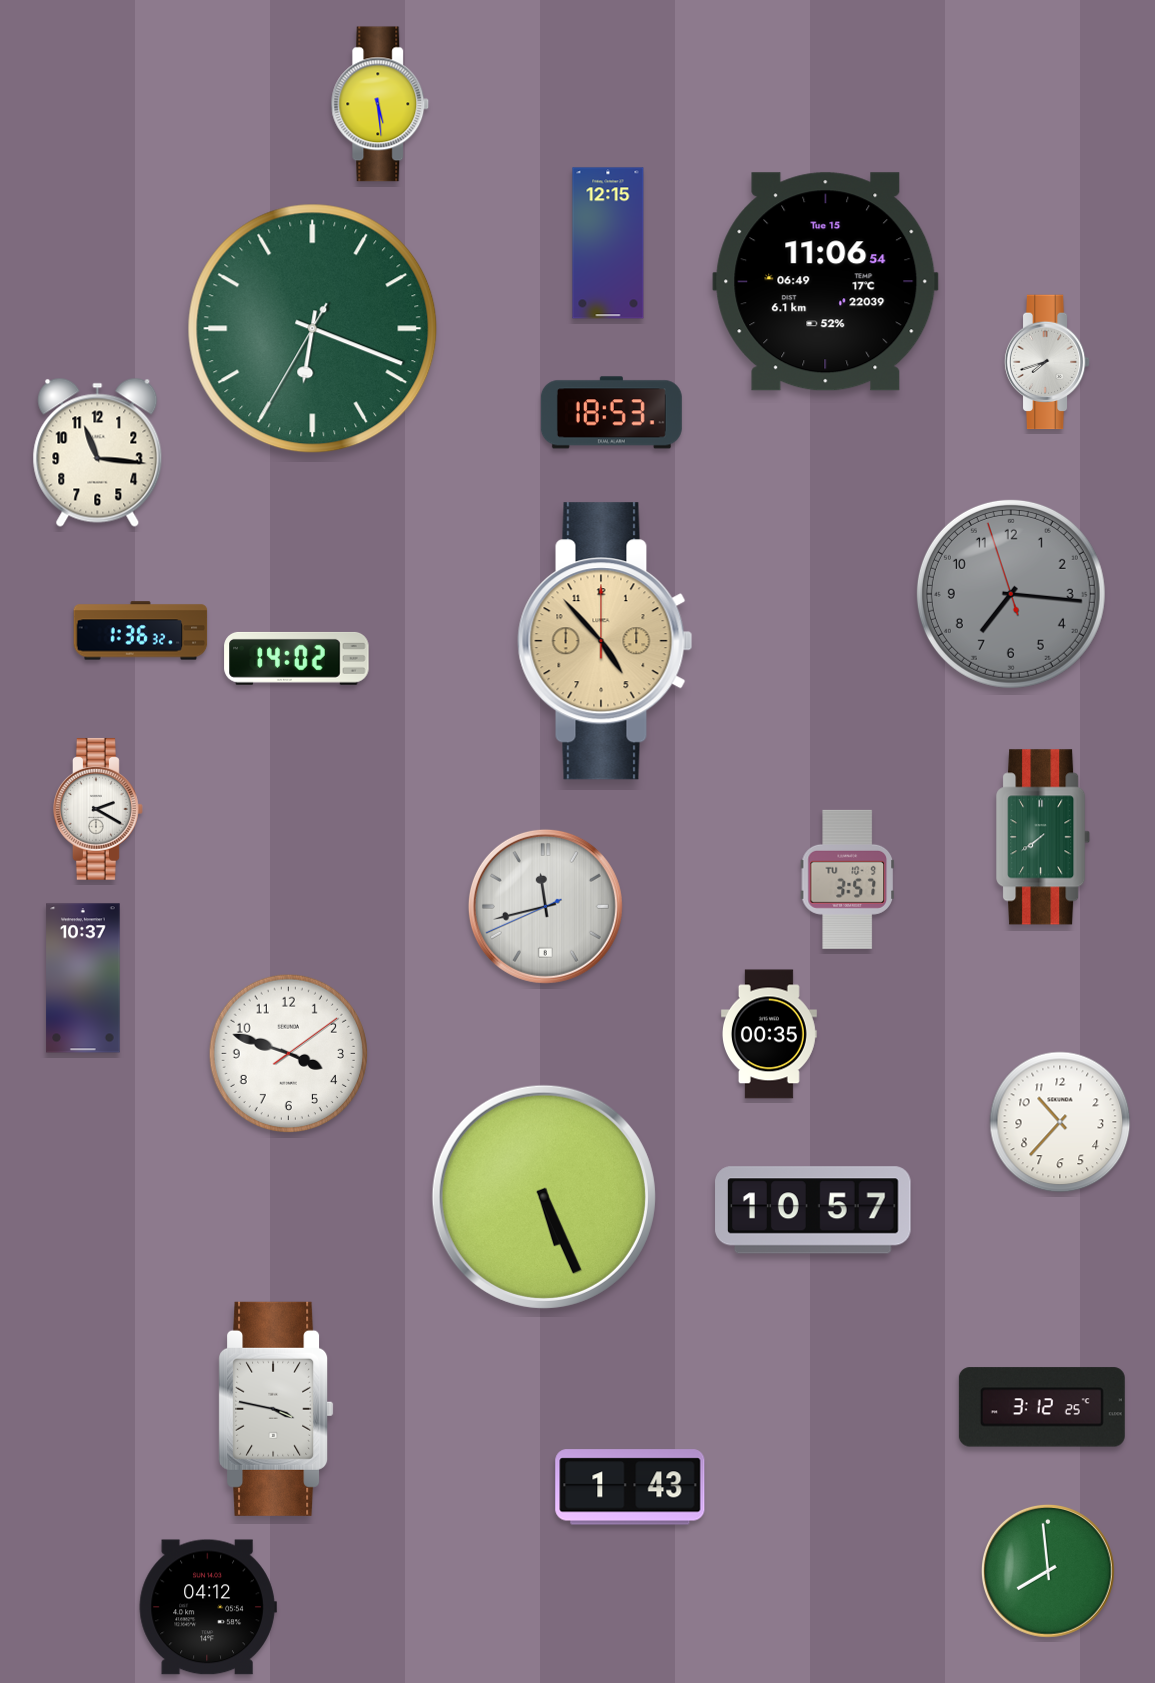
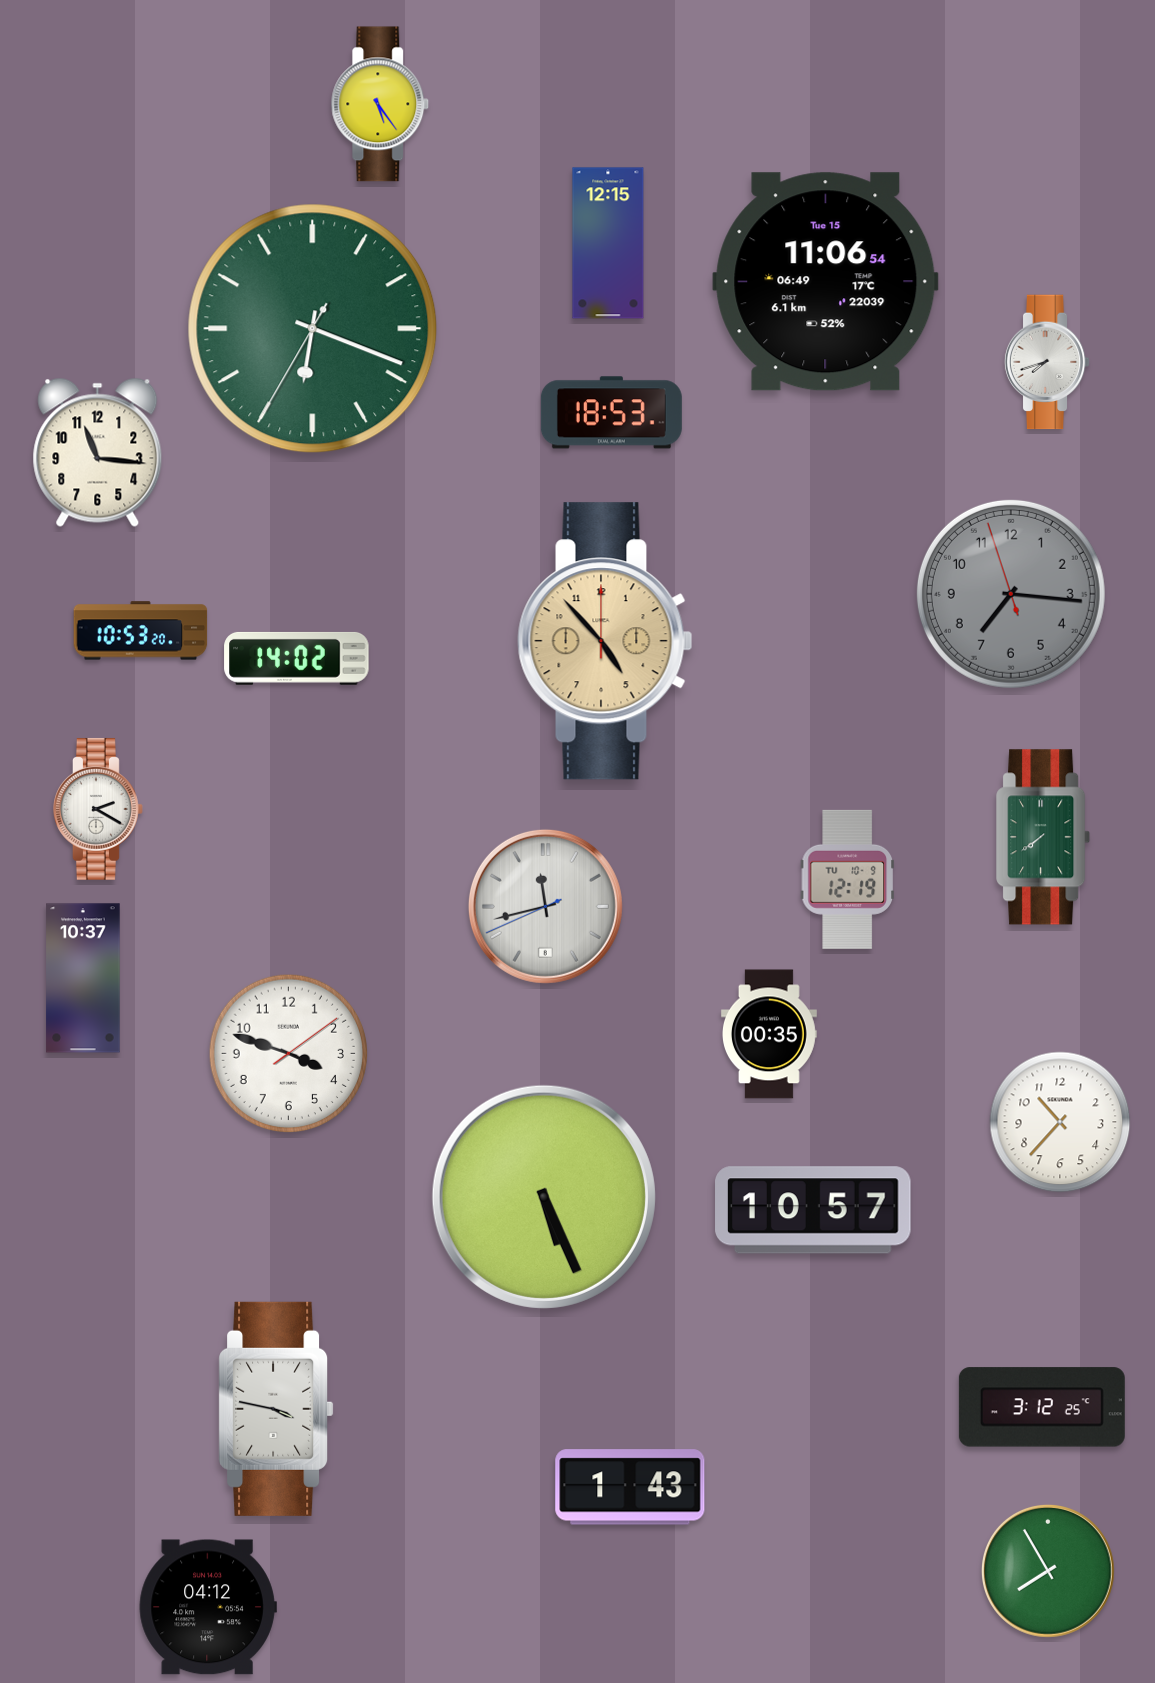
clock at (380, 104): 5:29 -> 5:24
clock at (141, 631): 1:36 -> 10:53
clock at (847, 879): 3:57 -> 12:19
clock at (1048, 1571): 7:59 -> 7:55
